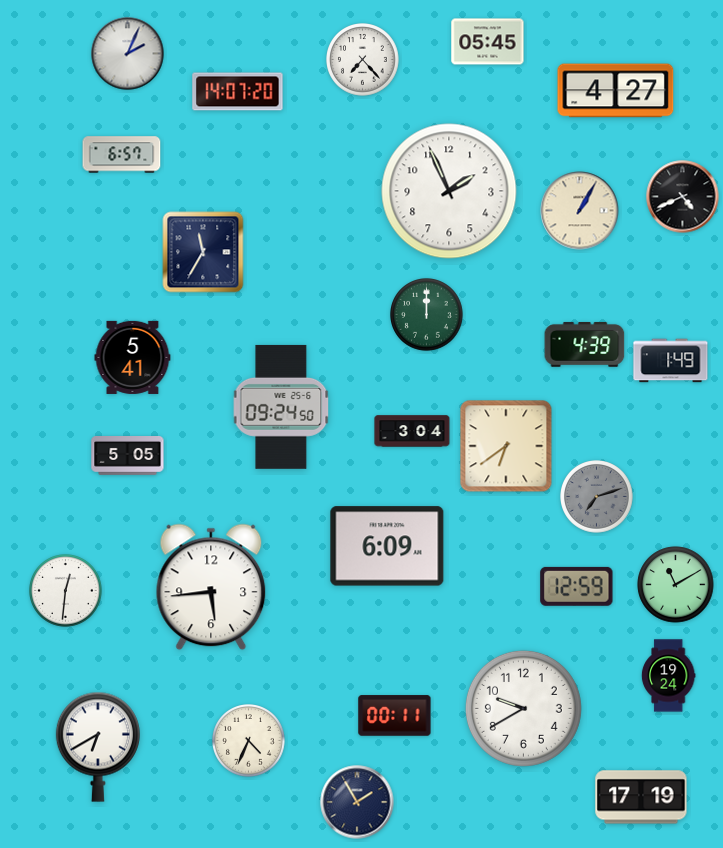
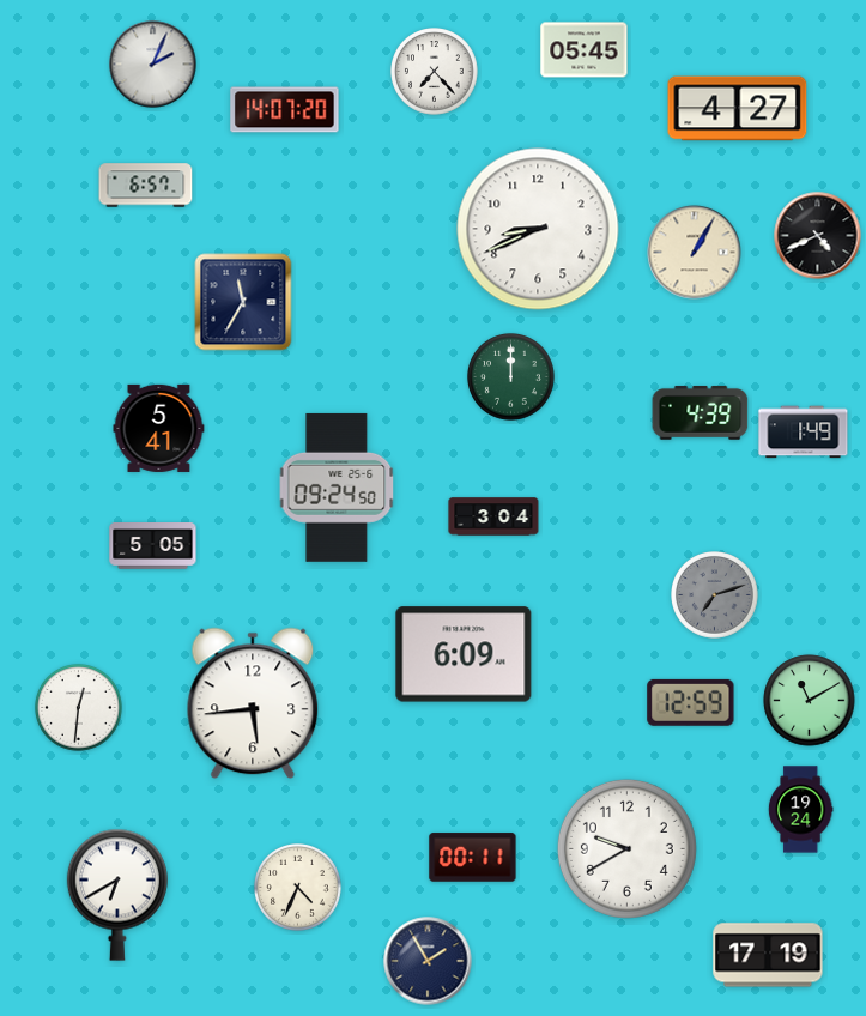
clock at (449, 191): 1:56 -> 8:41
clock at (506, 446): 6:39 -> none
